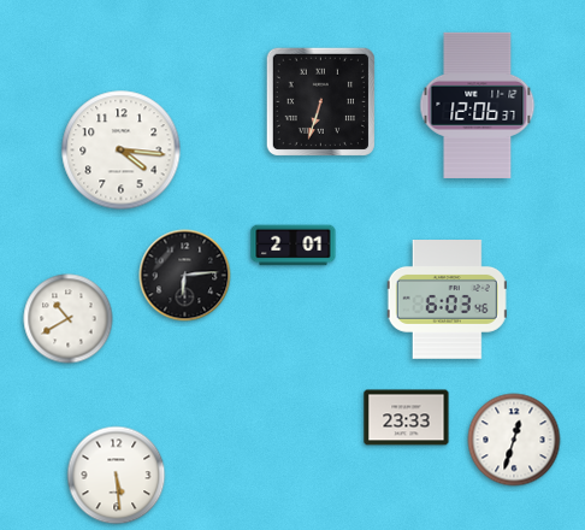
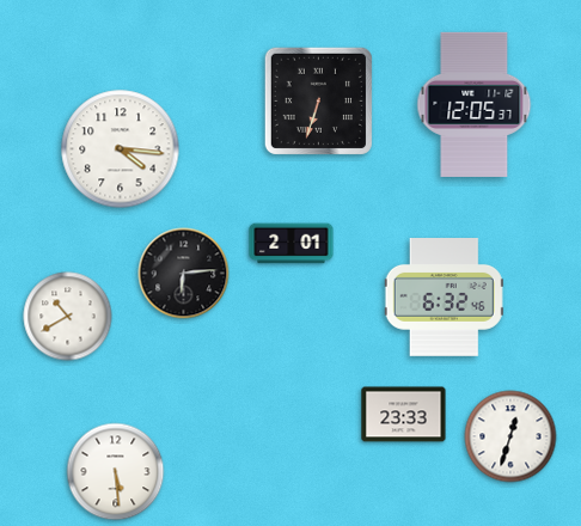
clock at (478, 105): 12:06 -> 12:05
clock at (447, 300): 6:03 -> 6:32
